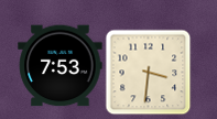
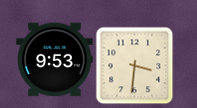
clock at (61, 66): 7:53 -> 9:53
